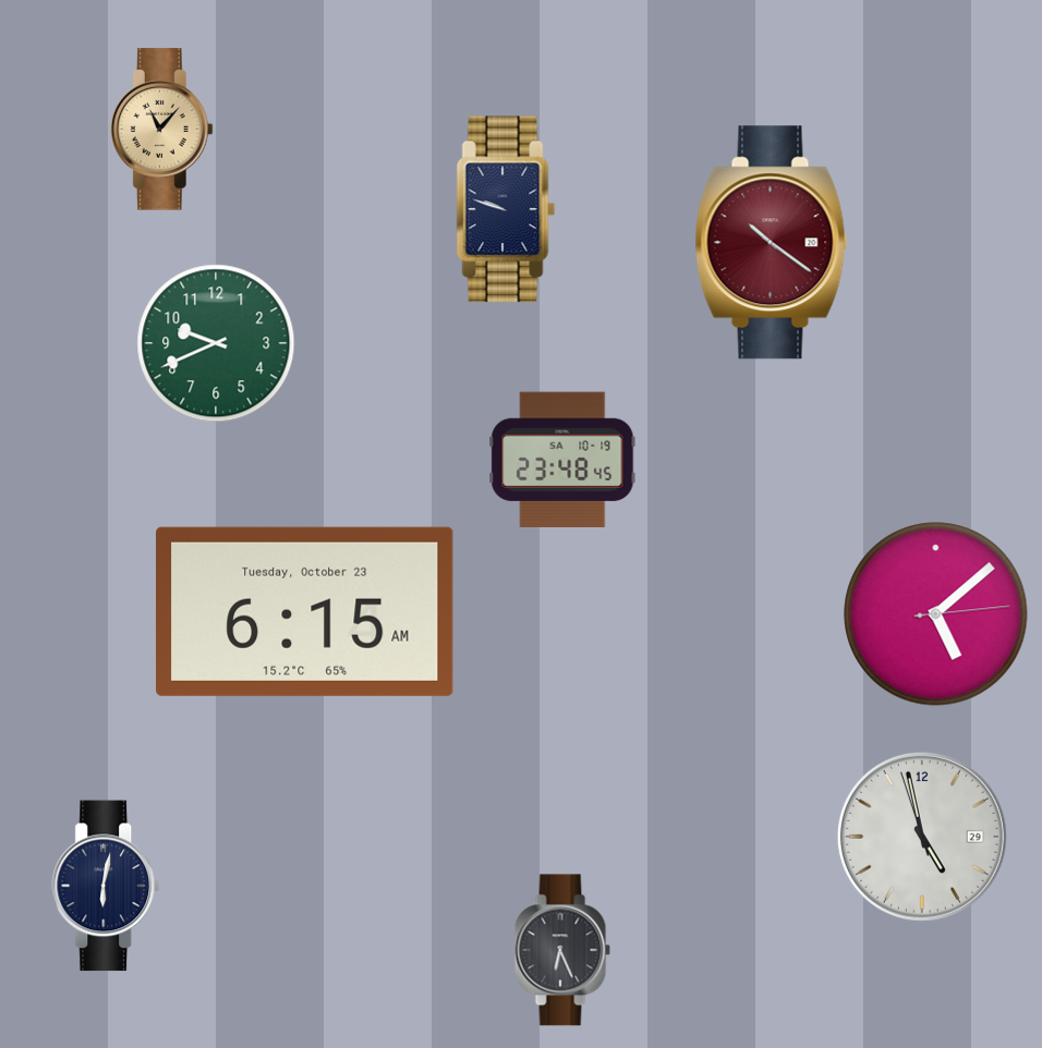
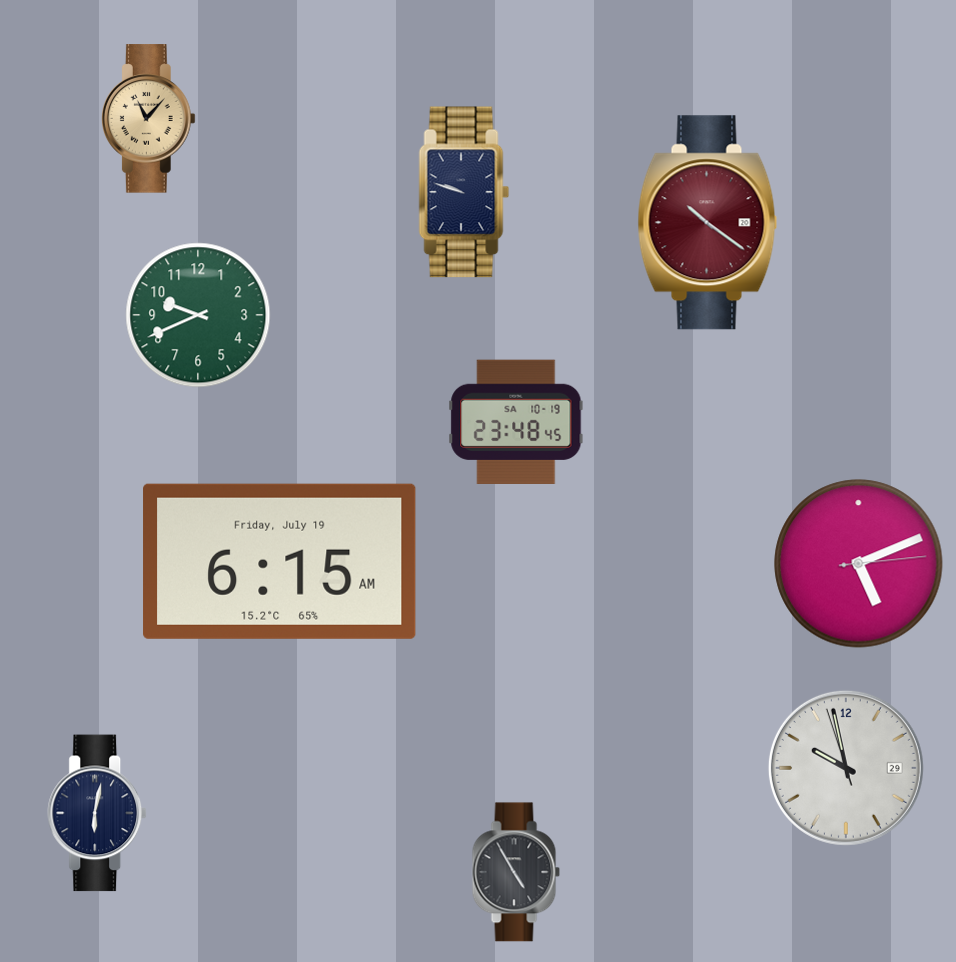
clock at (305, 611) date: Tuesday, October 23 -> Friday, July 19
clock at (936, 614): 5:08 -> 5:11
clock at (922, 837): 4:57 -> 9:57
clock at (562, 950): 6:26 -> 4:55
